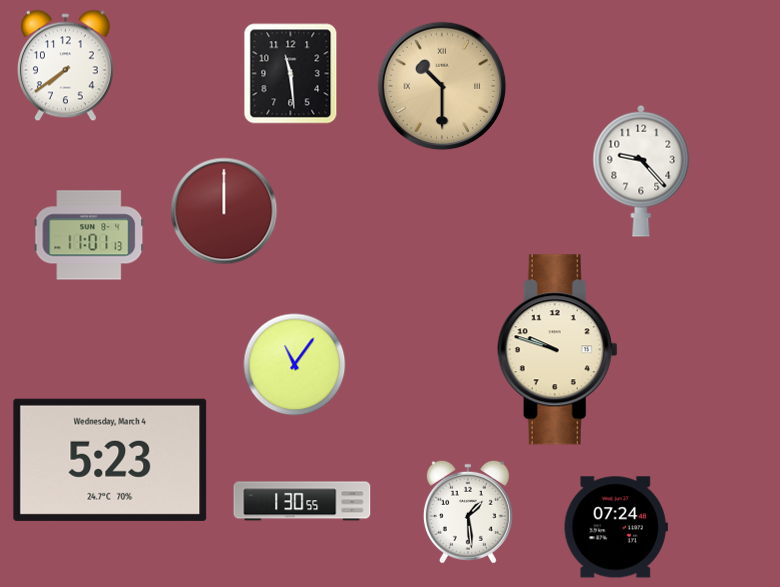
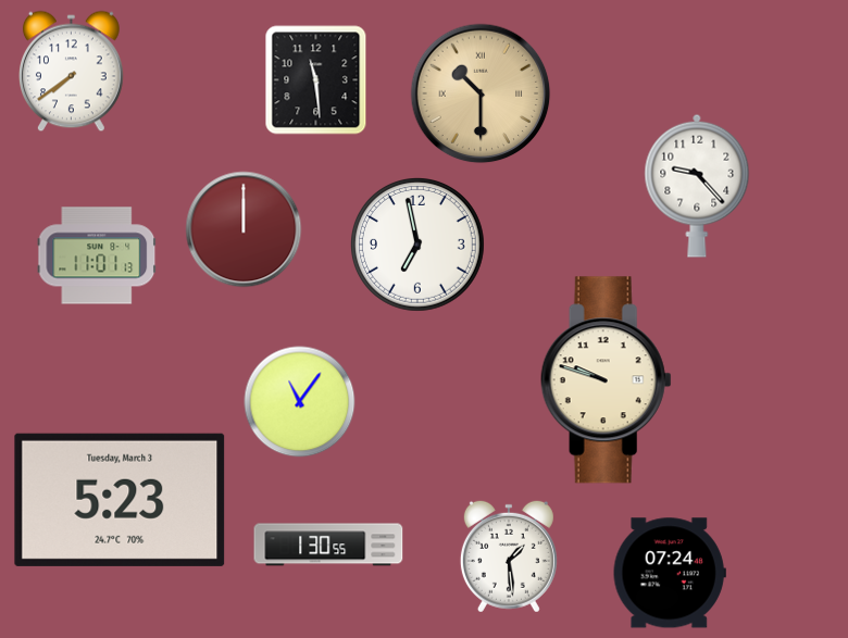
clock at (417, 245): none -> 6:58
clock at (295, 365) position: (295, 365) -> (300, 402)
clock at (110, 460) date: Wednesday, March 4 -> Tuesday, March 3
